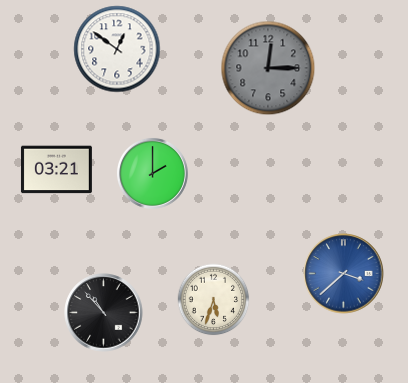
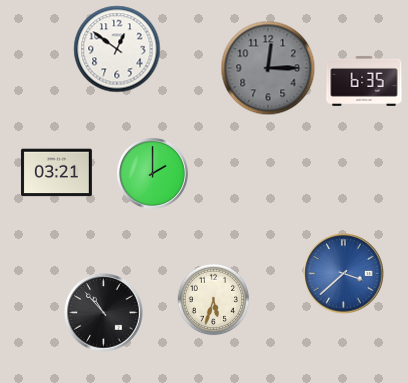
clock at (364, 81): none -> 6:35
clock at (56, 170) position: (56, 170) -> (56, 173)
